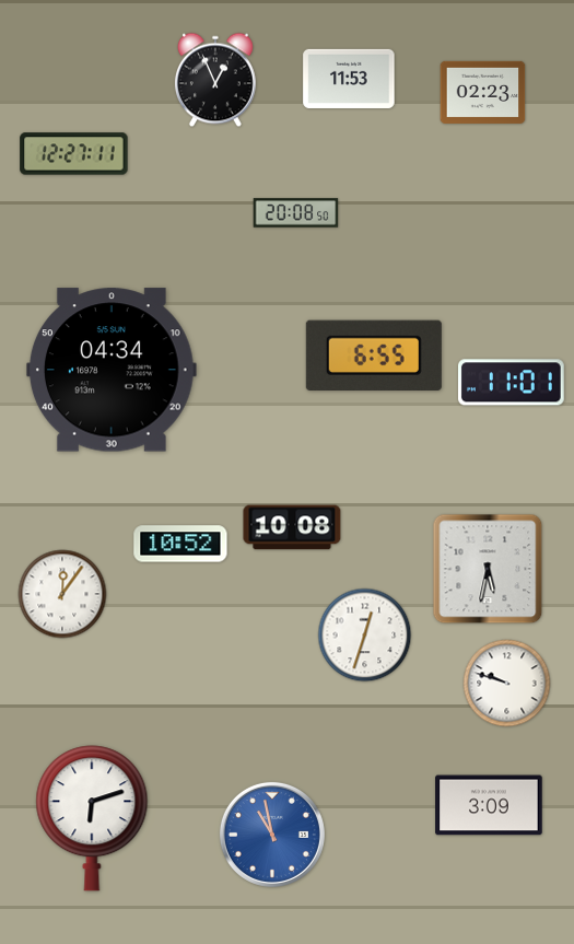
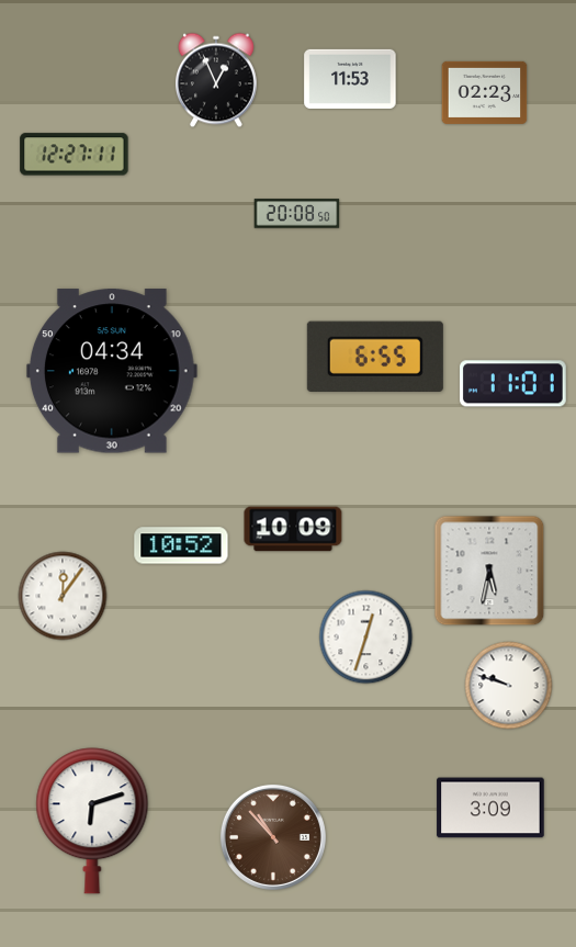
clock at (292, 527): 10:08 -> 10:09
clock at (272, 835): 10:58 -> 10:53
clock at (272, 835) dial: blue -> brown
